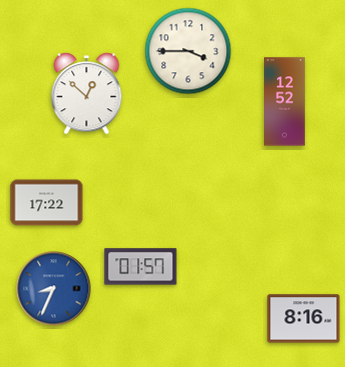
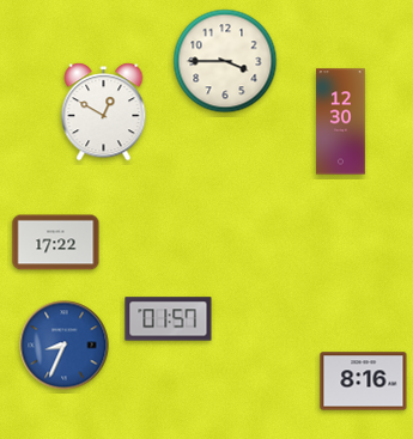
clock at (87, 94): 12:52 -> 12:50
clock at (285, 102): 12:52 -> 12:30
